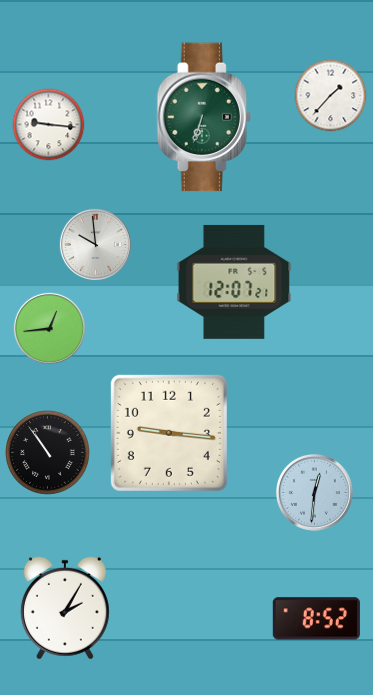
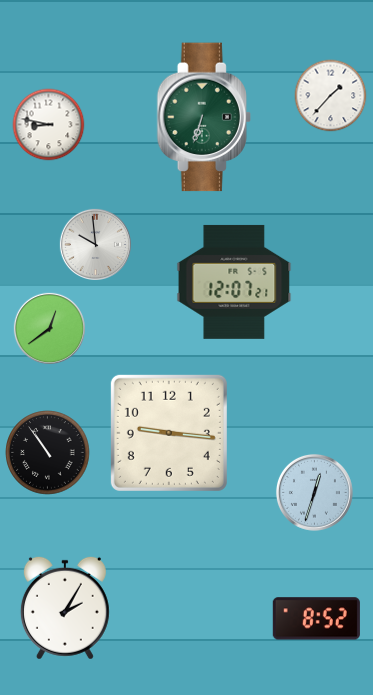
clock at (49, 125): 9:16 -> 8:47
clock at (49, 328): 12:44 -> 12:39
clock at (314, 492): 12:31 -> 12:33
